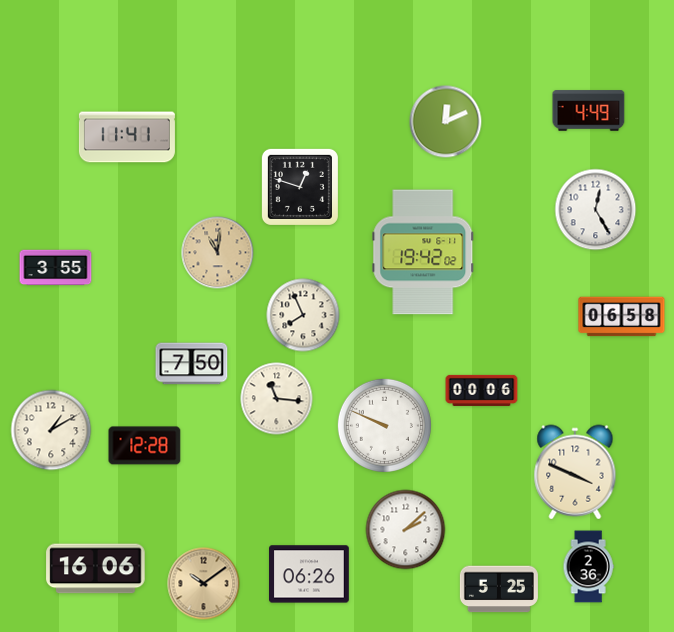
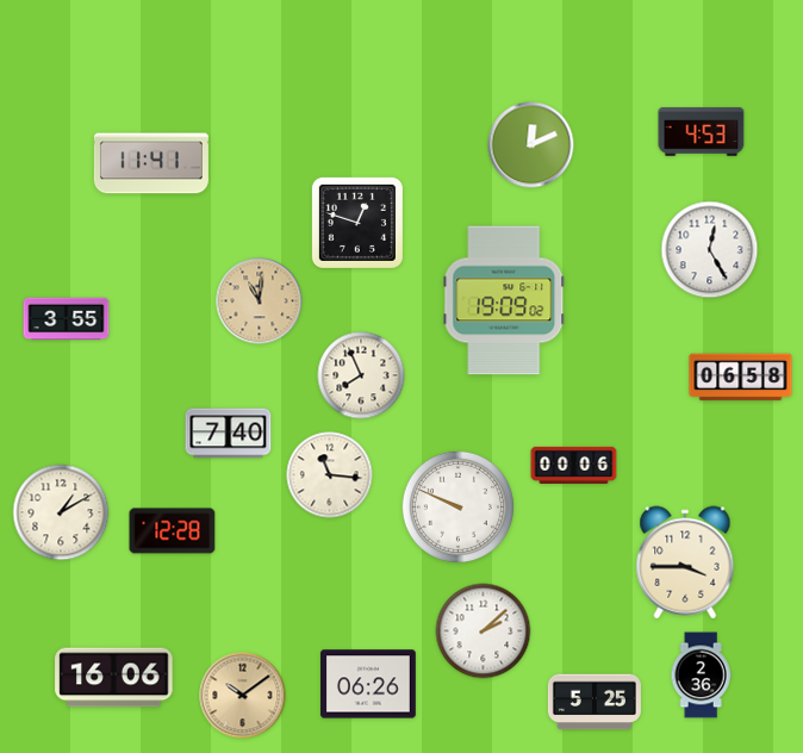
clock at (589, 111): 4:49 -> 4:53
clock at (423, 252): 19:42 -> 19:09
clock at (192, 364): 7:50 -> 7:40
clock at (575, 472): 3:49 -> 3:45
